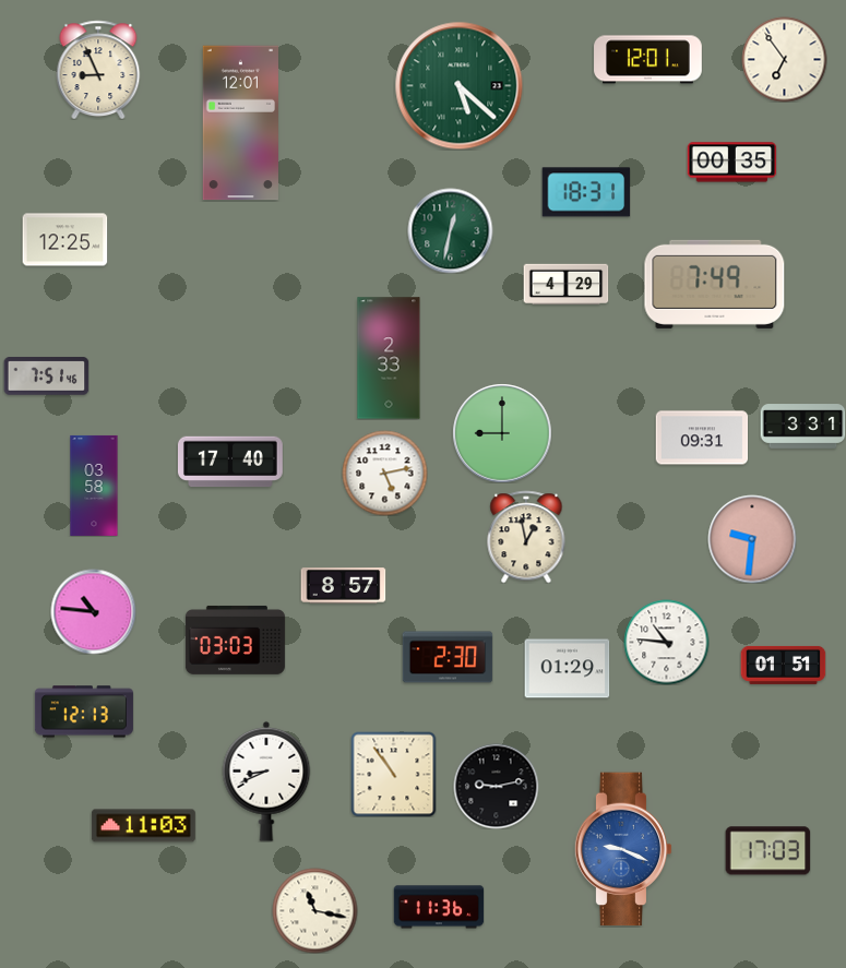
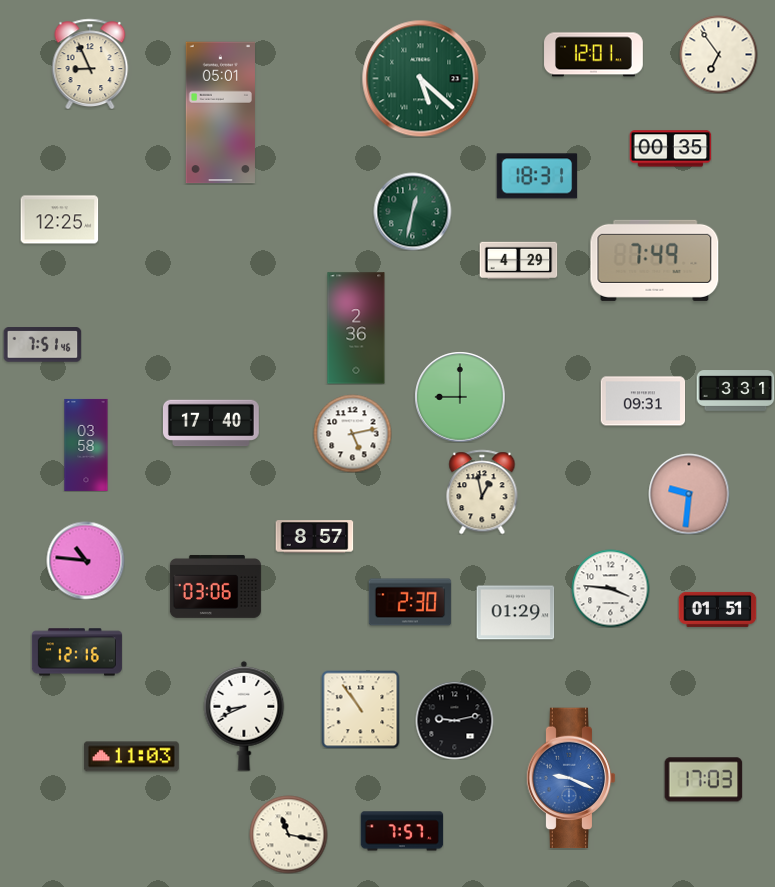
clock at (240, 123): 12:01 -> 05:01
clock at (389, 358): 2:33 -> 2:36
clock at (235, 640): 03:03 -> 03:06
clock at (666, 642): 10:46 -> 3:46
clock at (567, 669) position: (567, 669) -> (515, 613)
clock at (84, 712): 12:13 -> 12:16
clock at (439, 907): 11:36 -> 7:57
